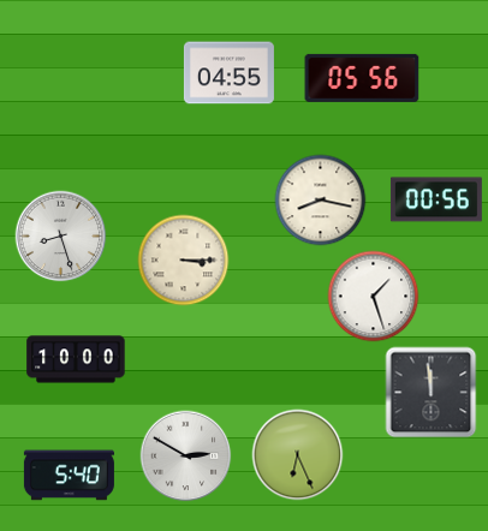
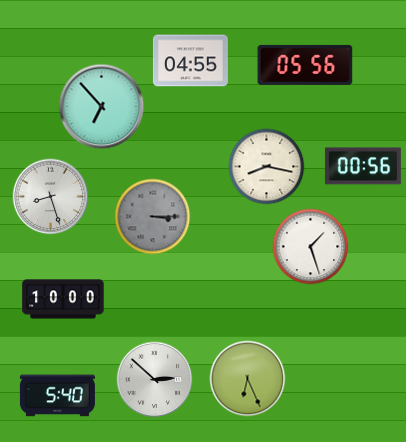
clock at (362, 78) position: (362, 78) -> (305, 65)
clock at (102, 107): none -> 6:53
clock at (184, 261) dial: cream -> grey
clock at (432, 393): 11:59 -> none
clock at (186, 457): 2:50 -> 2:52
